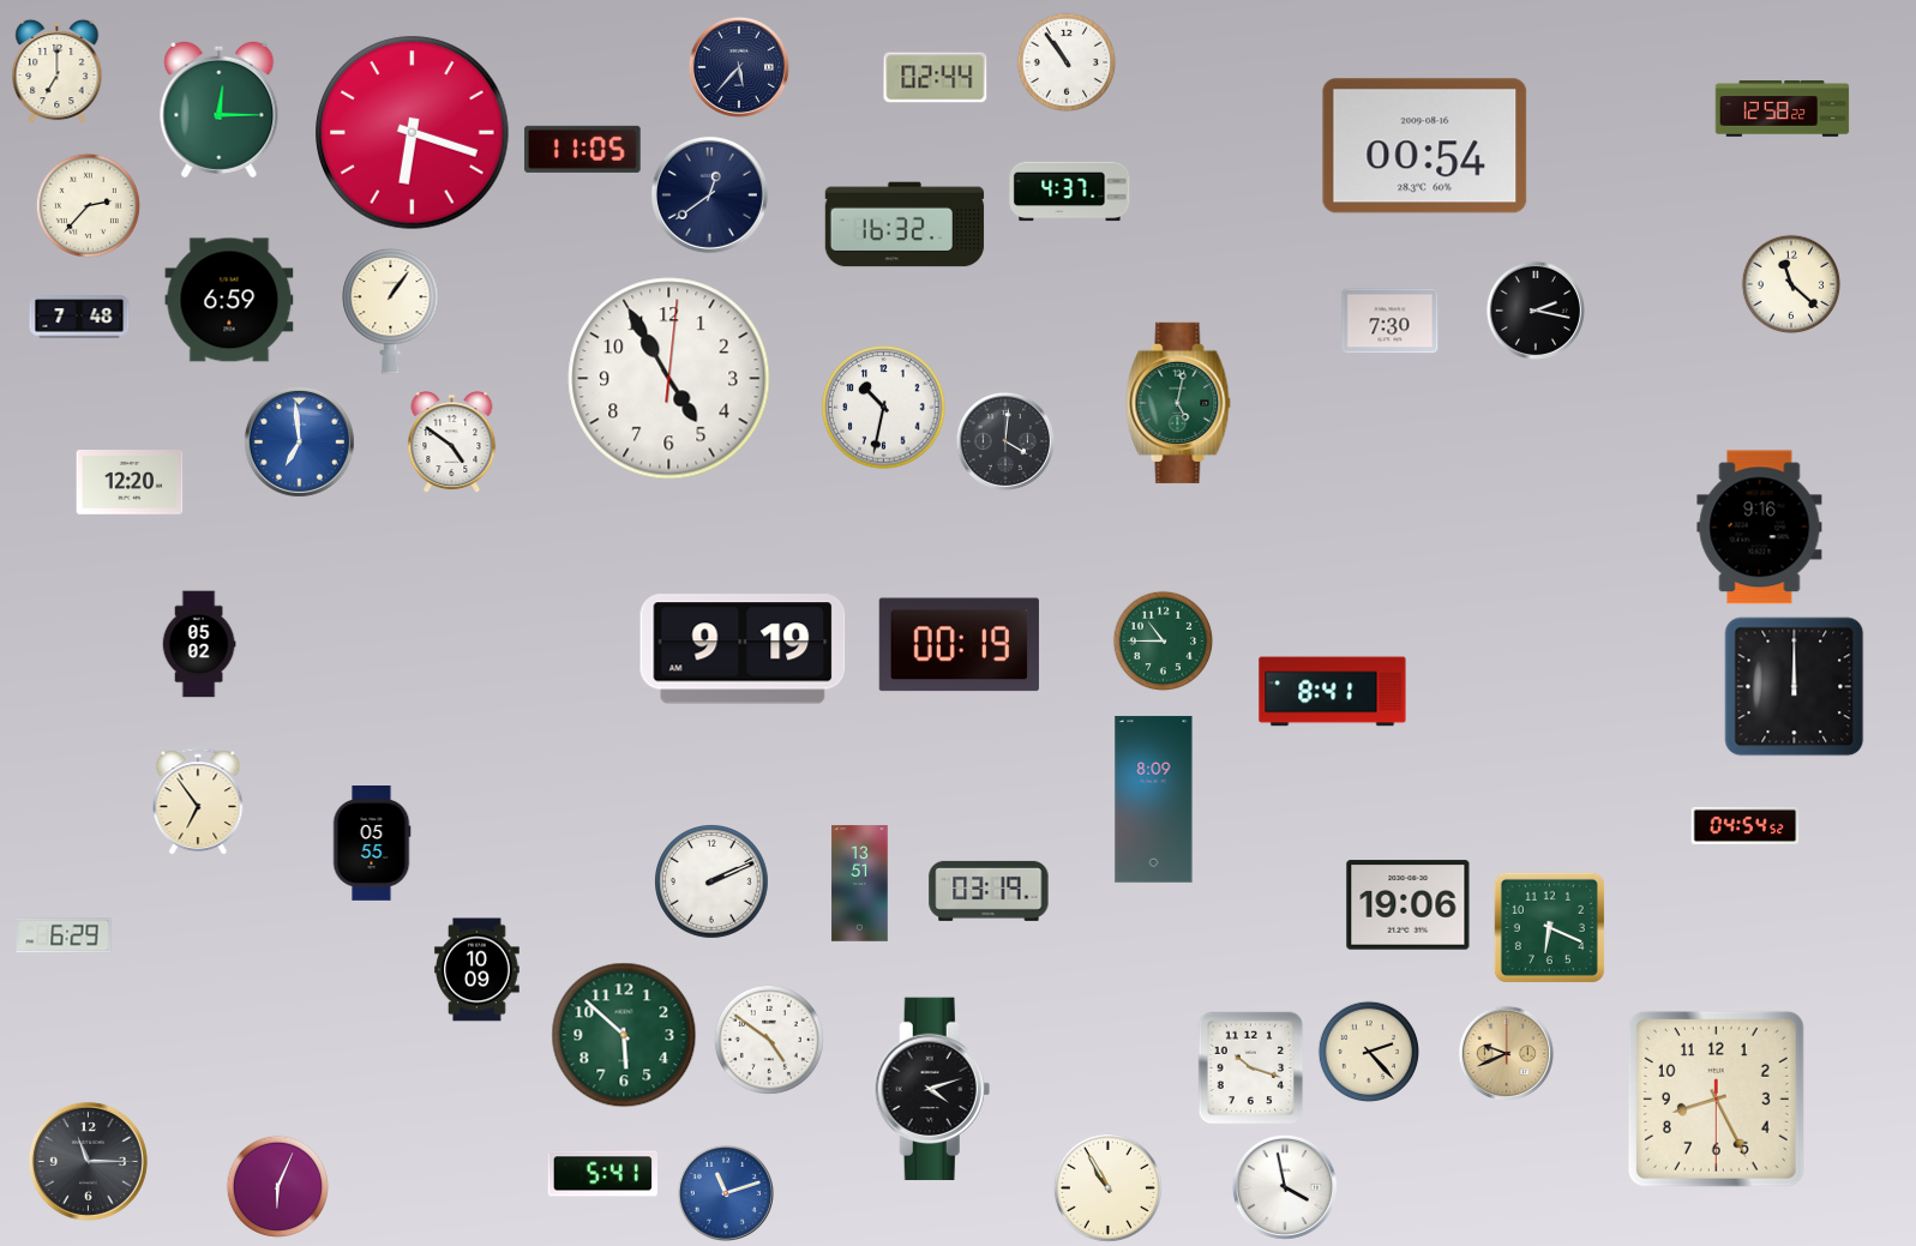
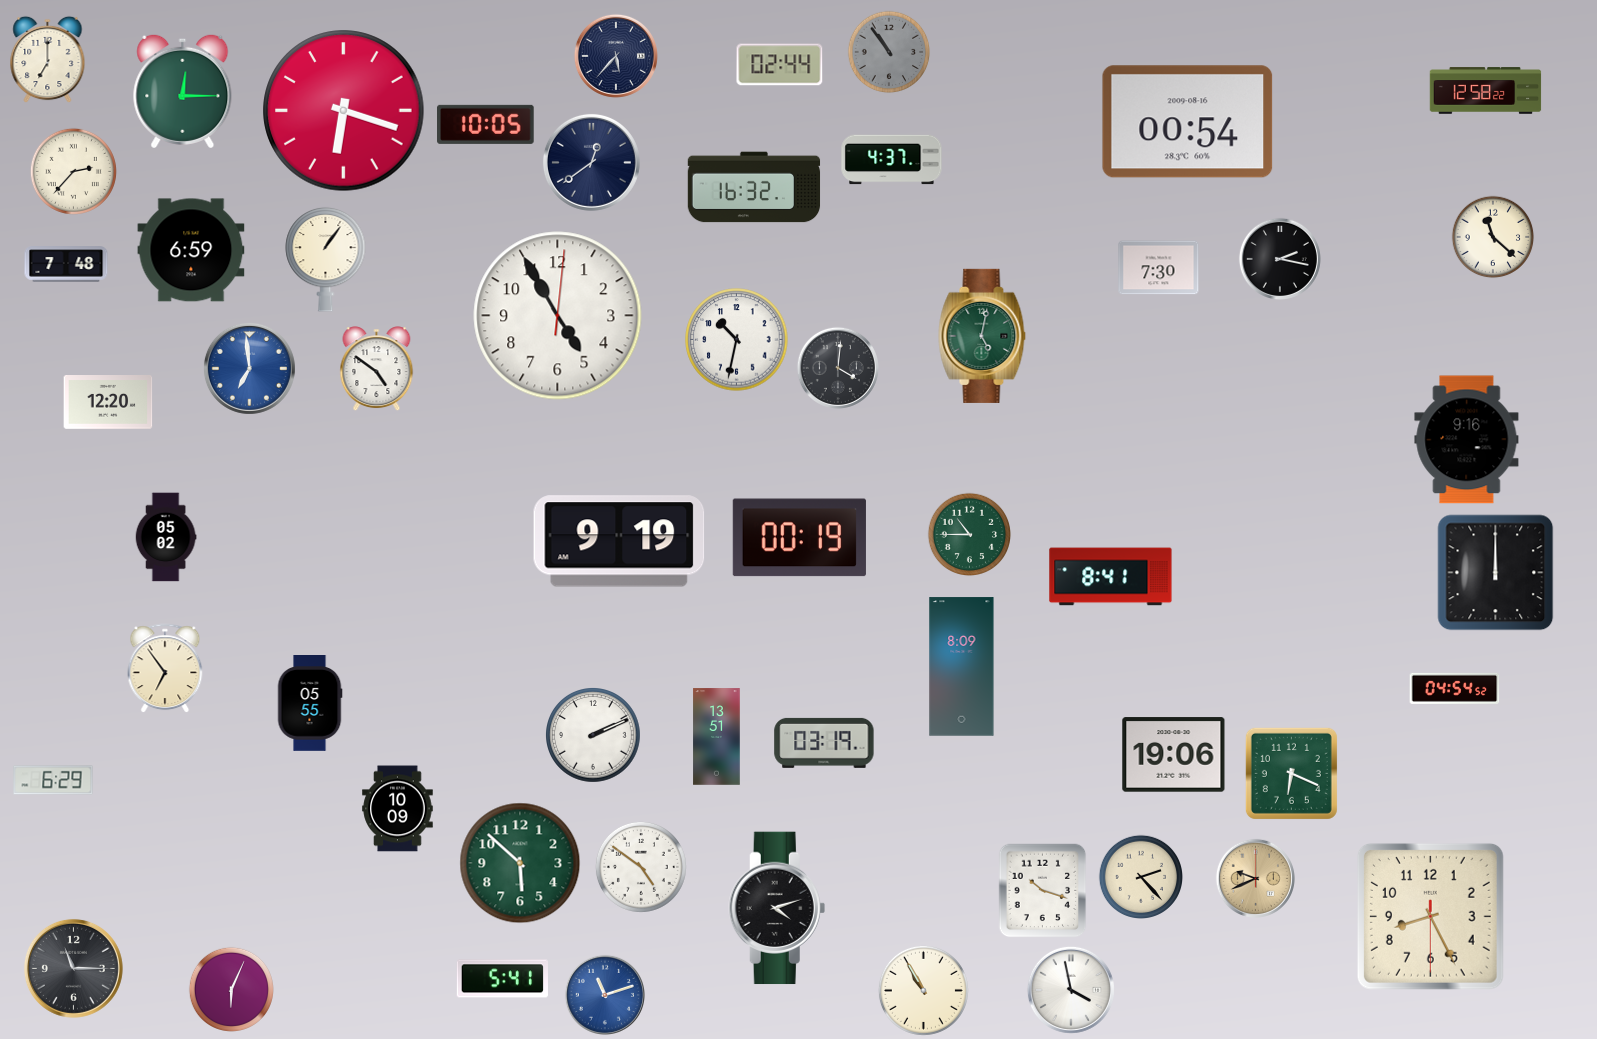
clock at (1067, 62) dial: white -> grey
clock at (583, 149): 11:05 -> 10:05
